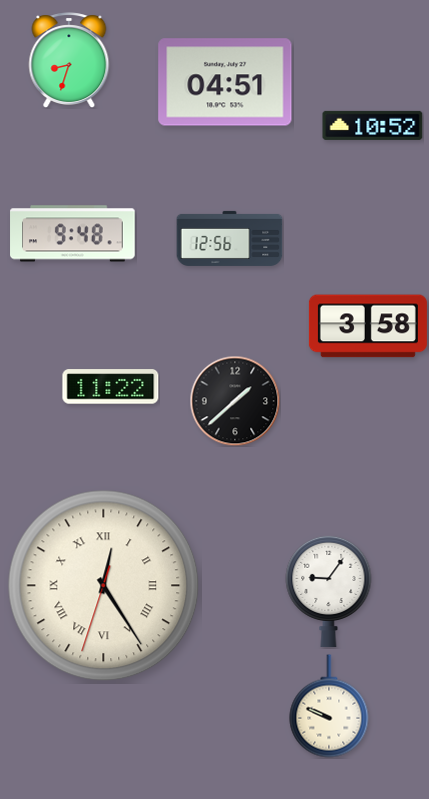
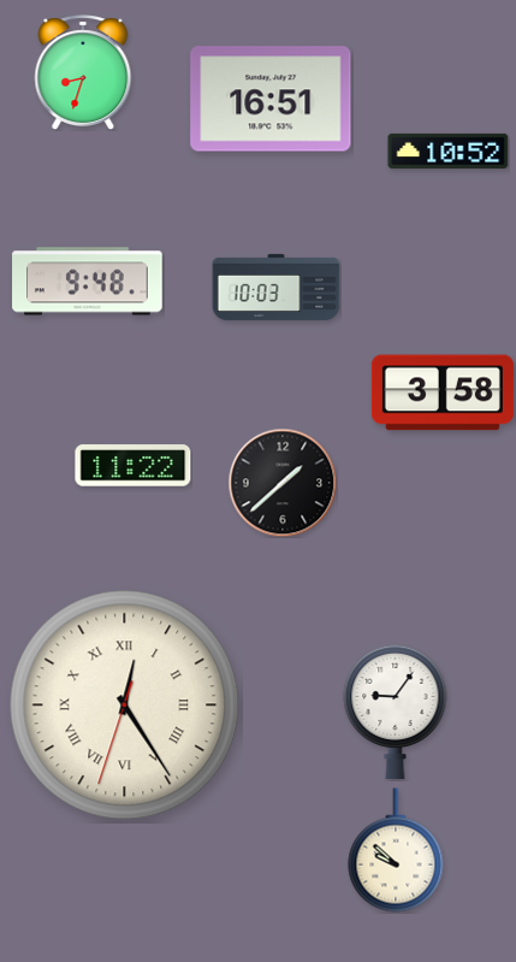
clock at (225, 82): 04:51 -> 16:51
clock at (230, 238): 12:56 -> 10:03
clock at (329, 706): 9:49 -> 9:52
